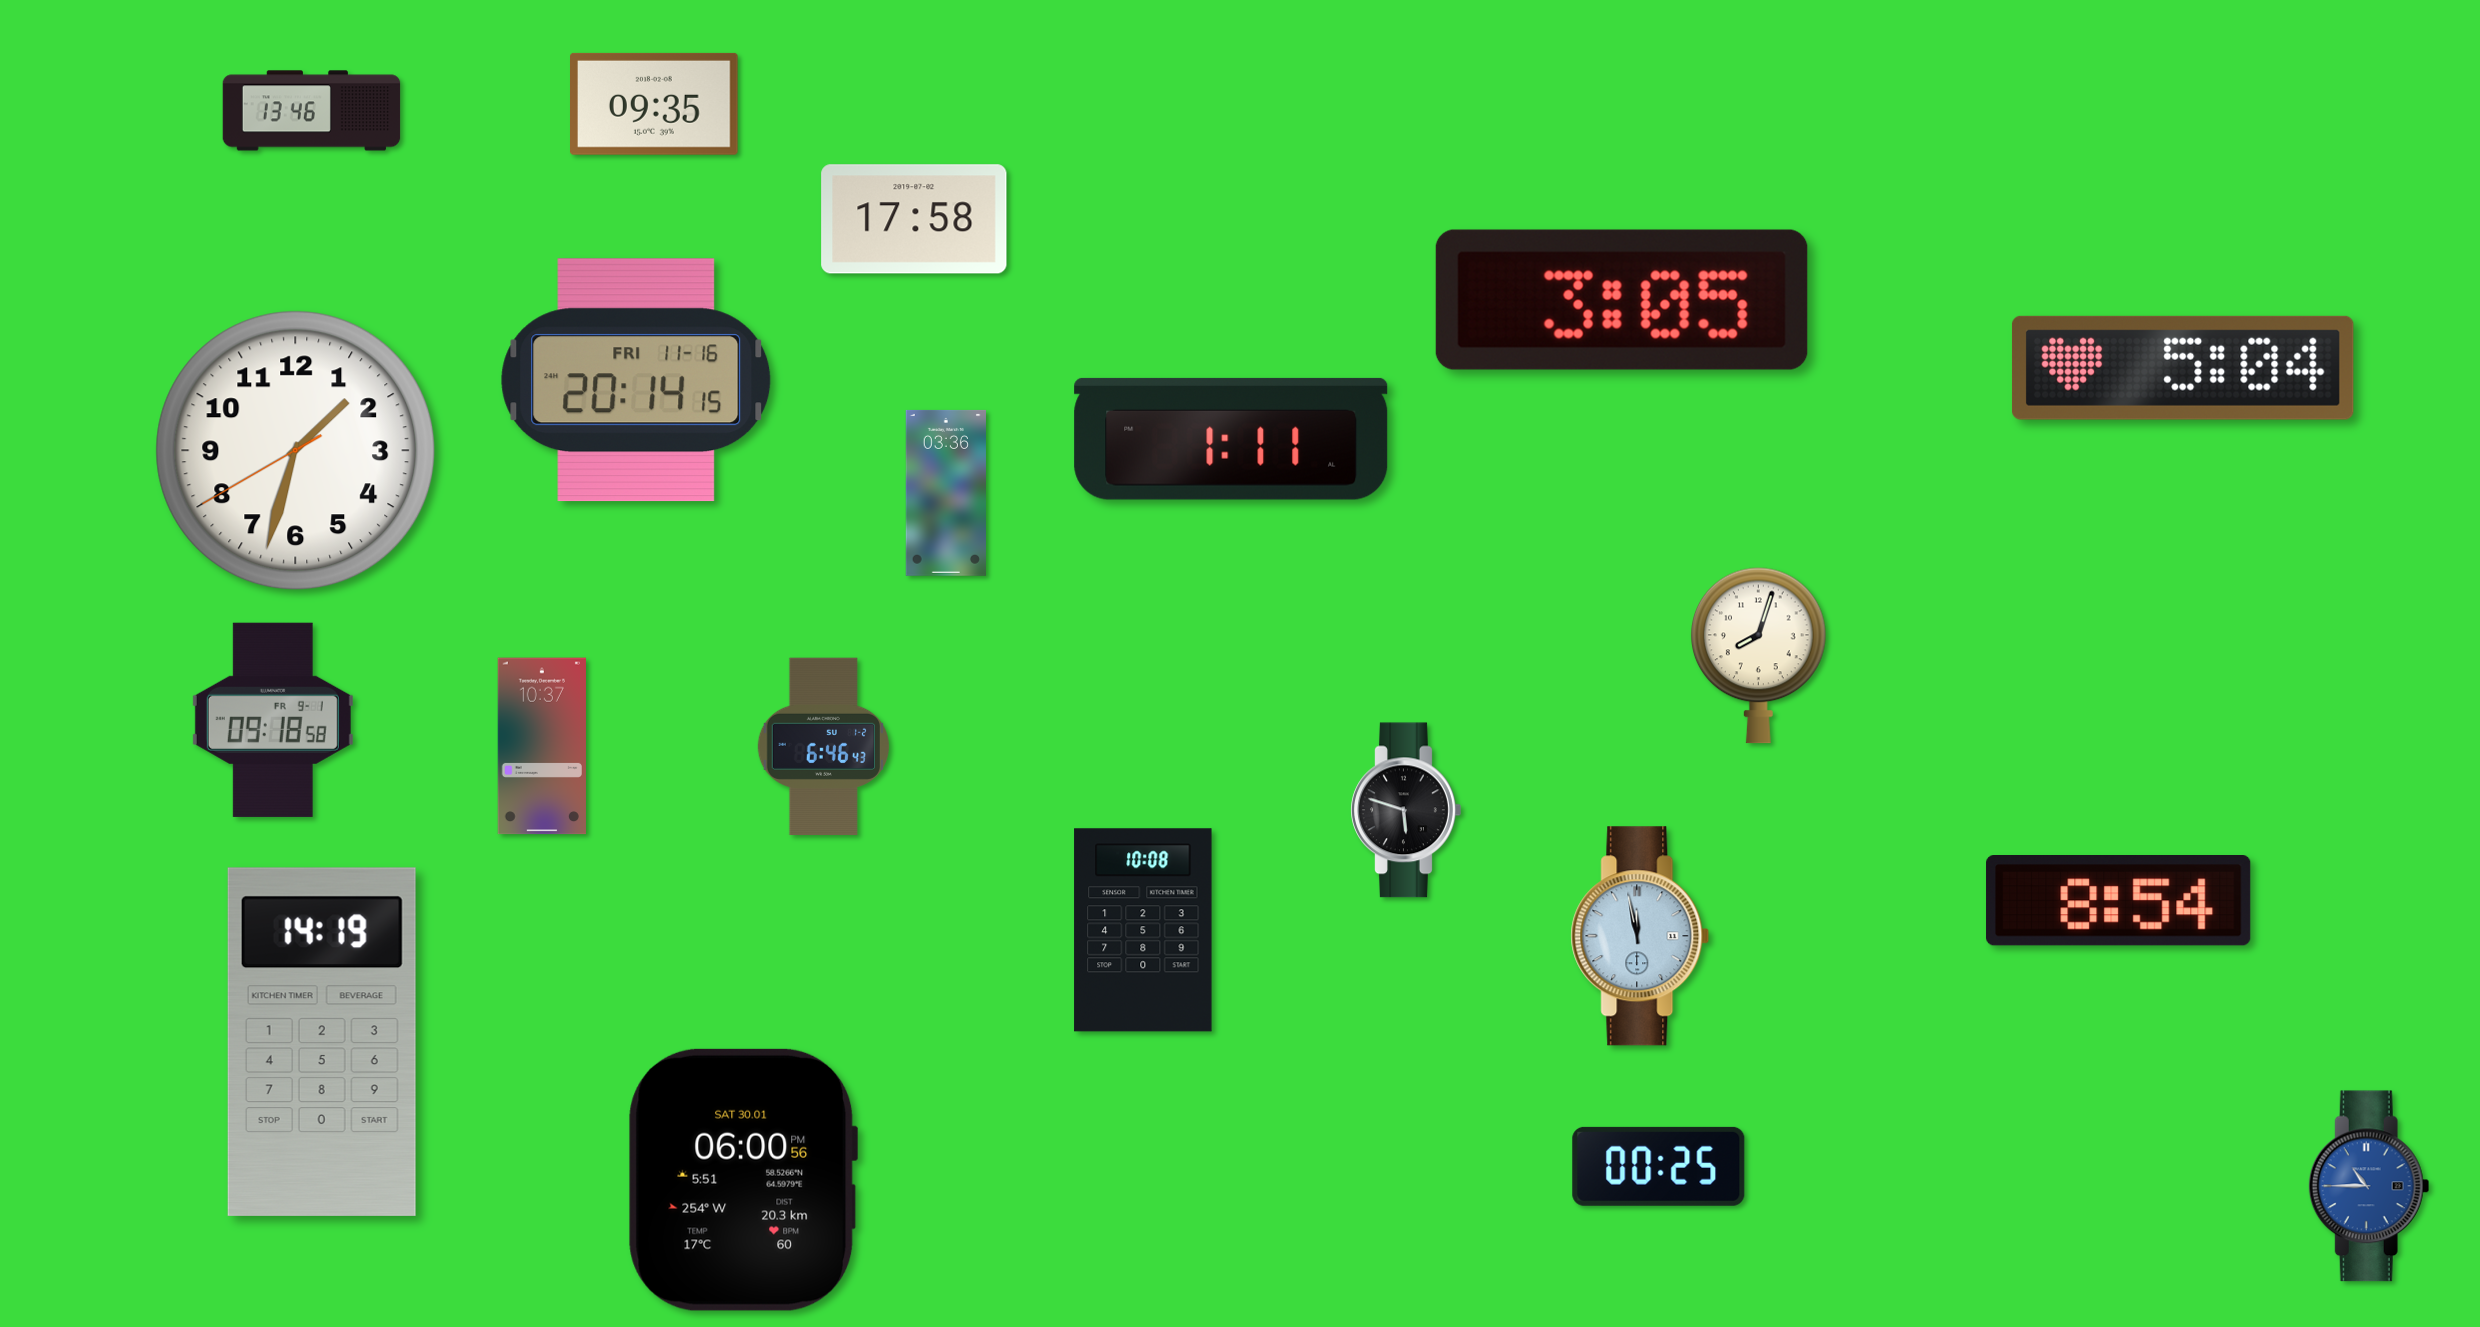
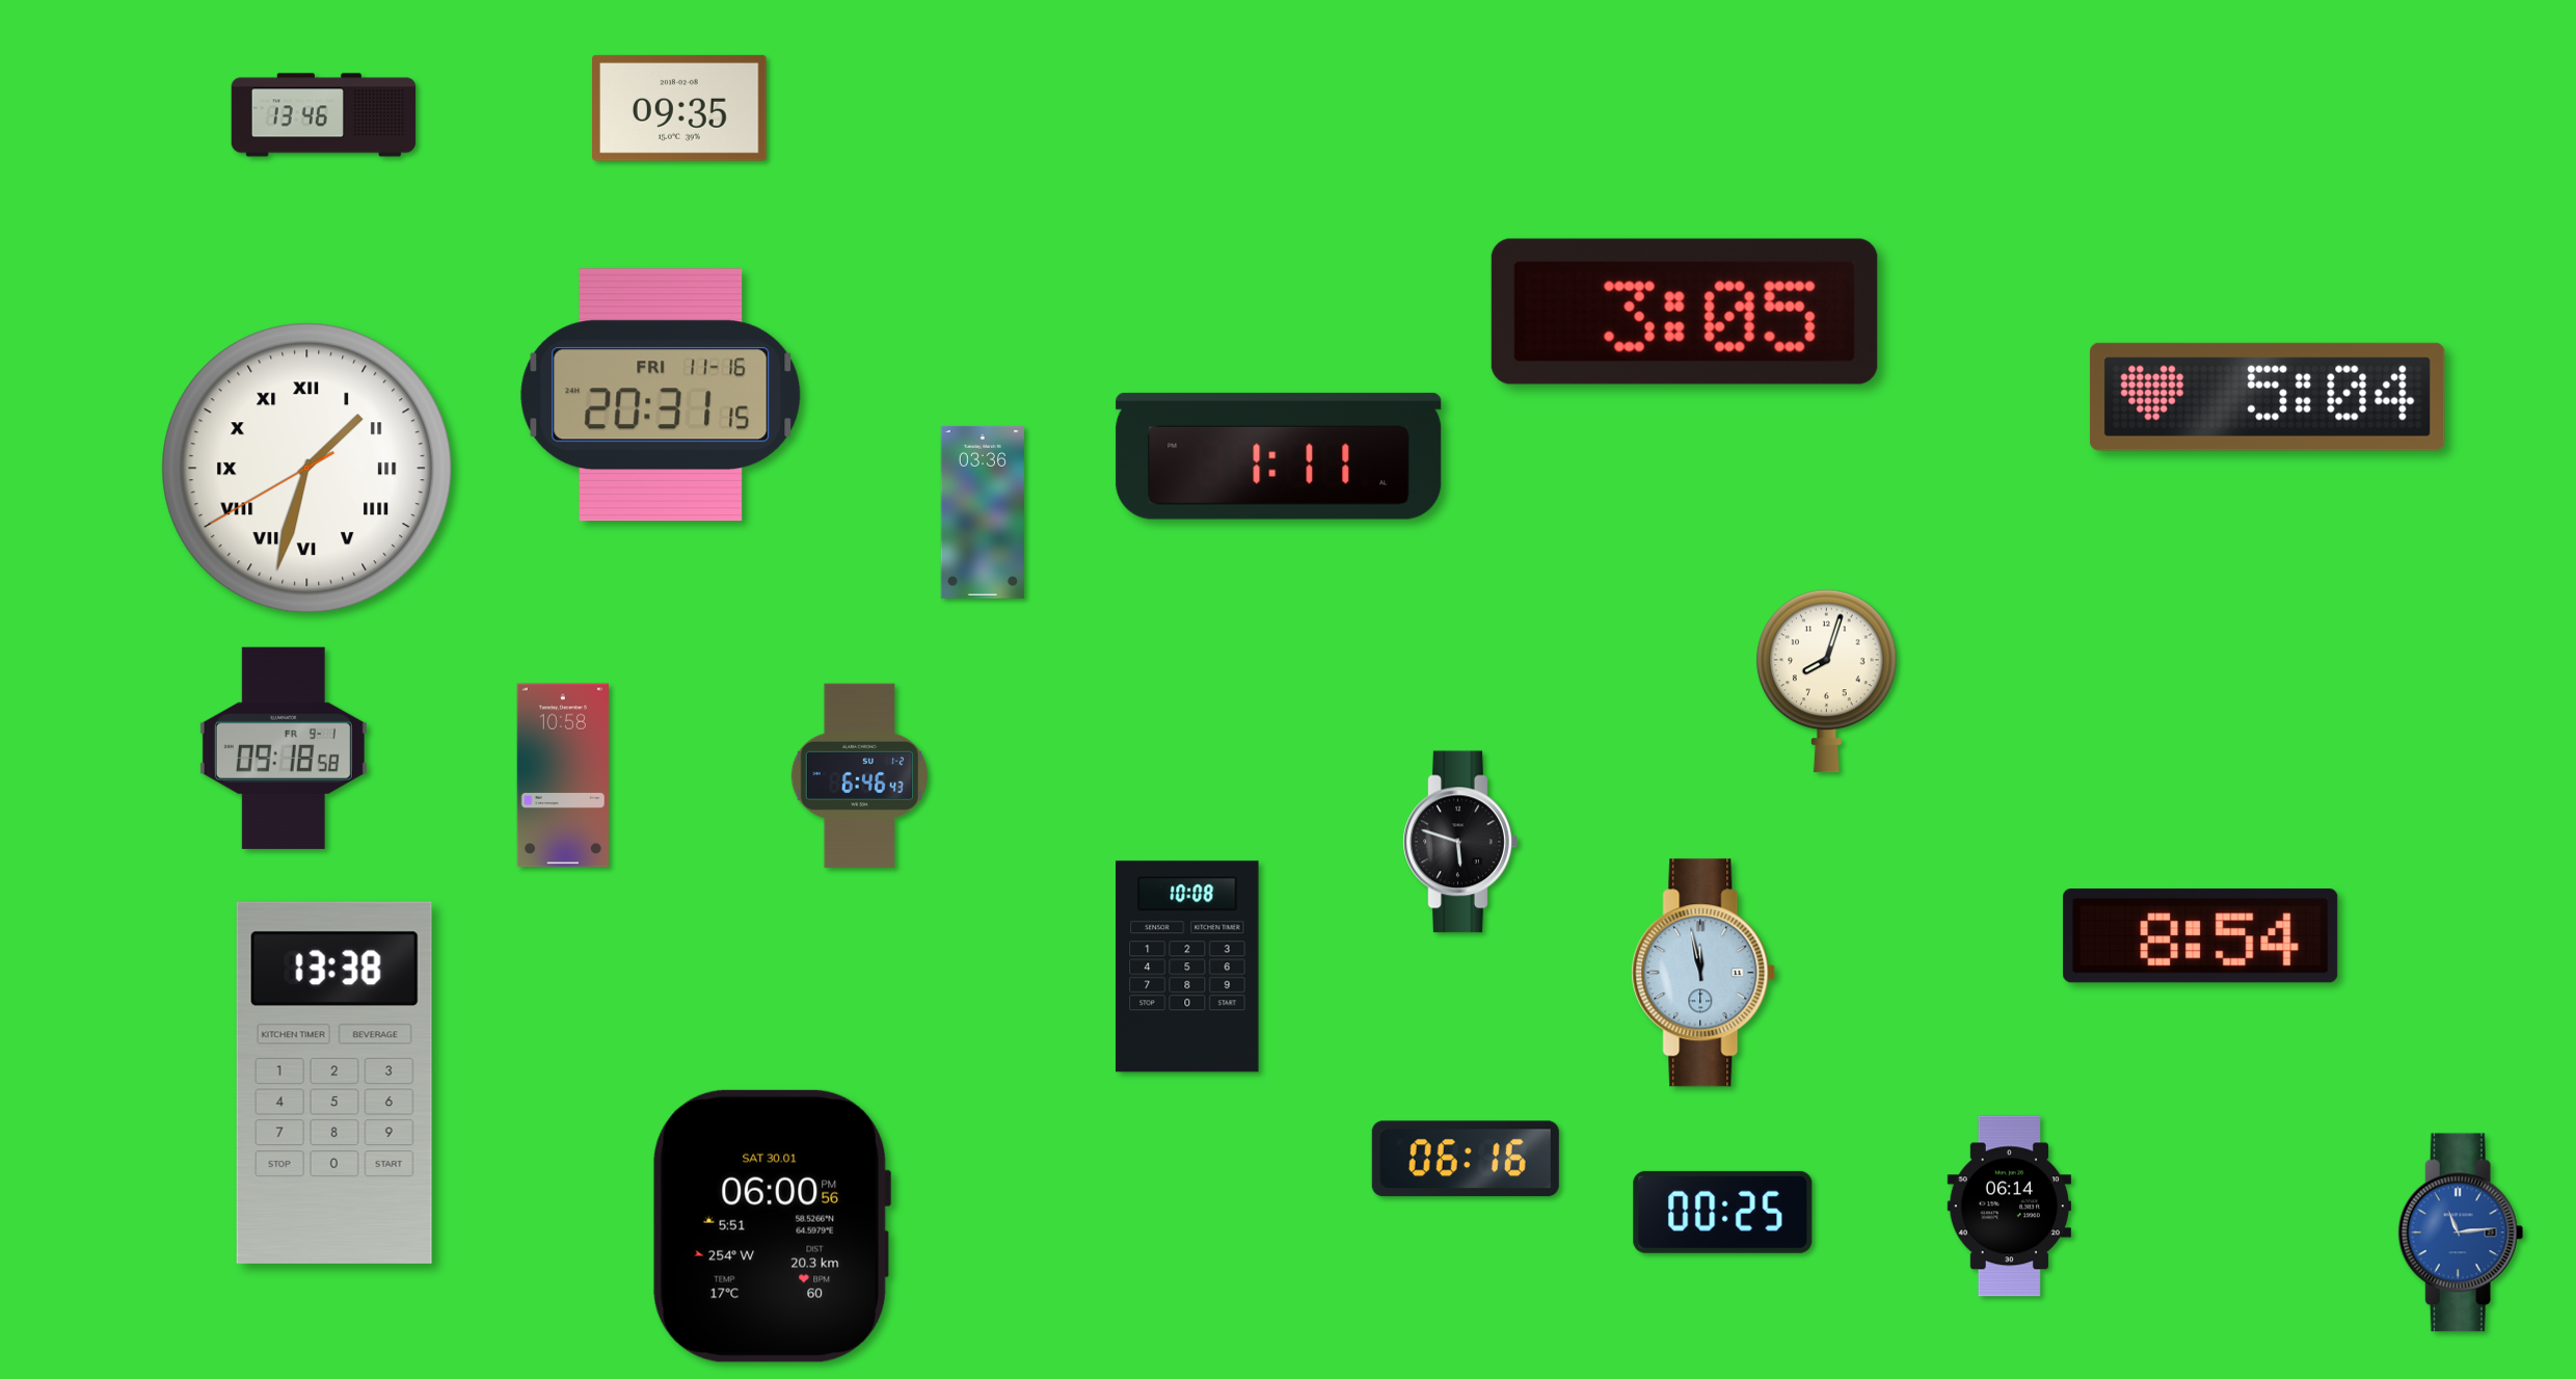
clock at (914, 219): 17:58 -> none
clock at (2183, 368) position: (2183, 368) -> (2268, 397)
clock at (636, 380): 20:14 -> 20:31
clock at (296, 451) numerals: Arabic -> Roman
clock at (542, 746): 10:37 -> 10:58
clock at (823, 747) position: (823, 747) -> (859, 776)
clock at (322, 1042): 14:19 -> 13:38
clock at (1466, 1159): none -> 06:16
clock at (2009, 1206): none -> 06:14
clock at (2369, 1186): 10:45 -> 11:14
